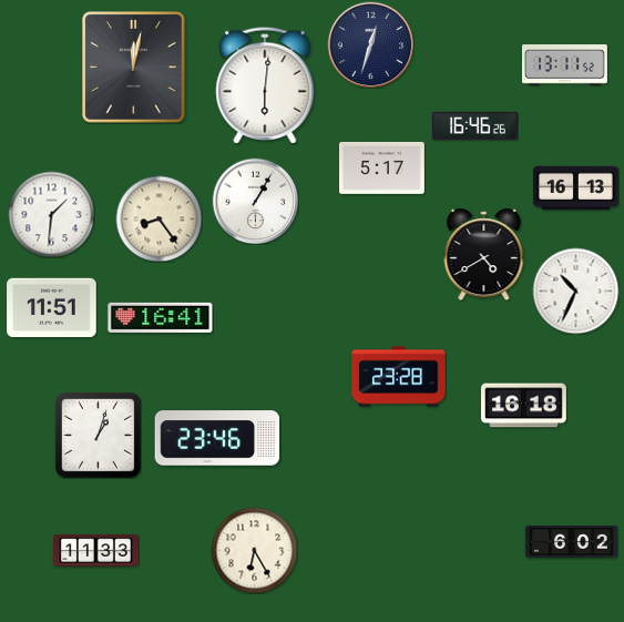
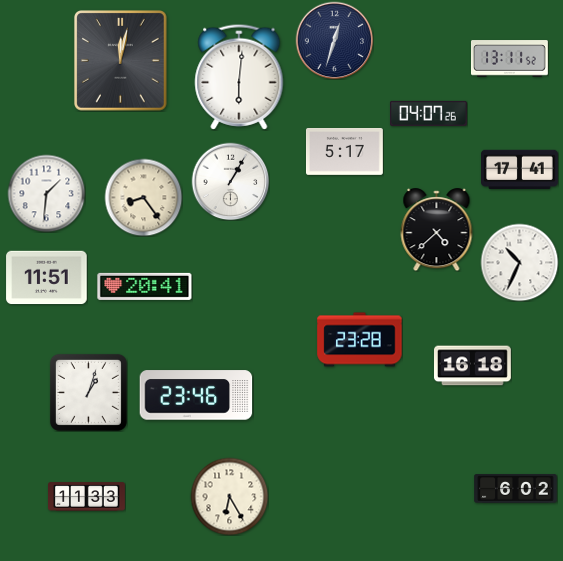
clock at (474, 125): 16:46 -> 04:07
clock at (576, 188): 16:13 -> 17:41
clock at (484, 255): 4:40 -> 4:38
clock at (161, 317): 16:41 -> 20:41
